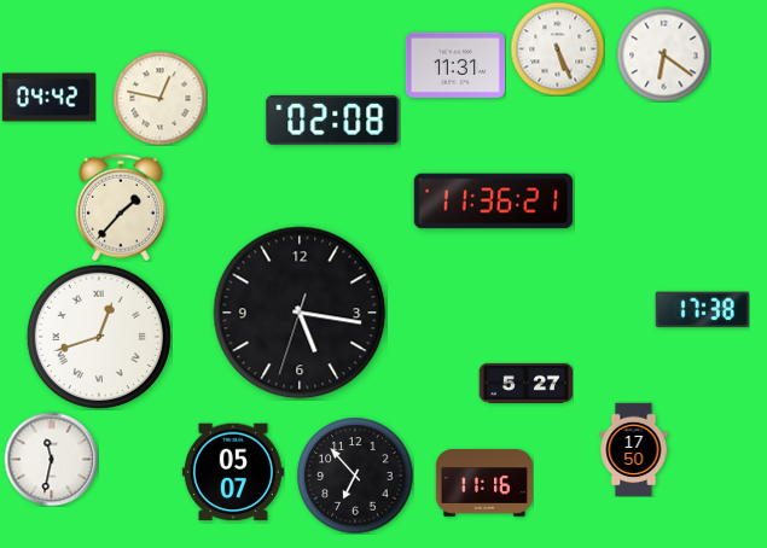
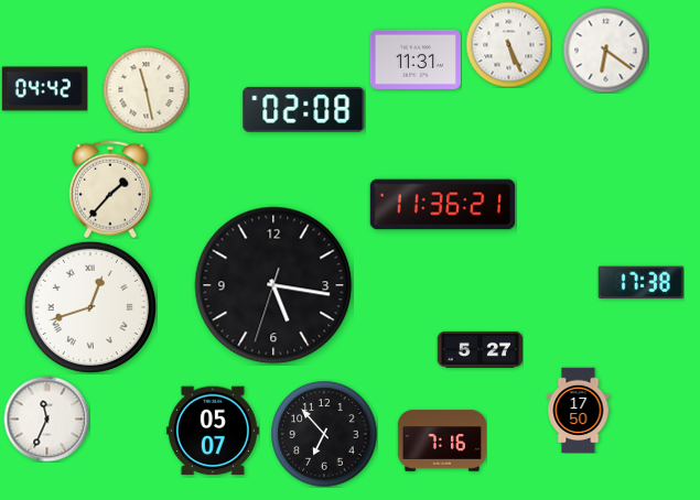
clock at (159, 98): 12:47 -> 11:28
clock at (494, 202) position: (494, 202) -> (443, 205)
clock at (51, 459): 11:32 -> 11:34
clock at (483, 483): 11:16 -> 7:16
